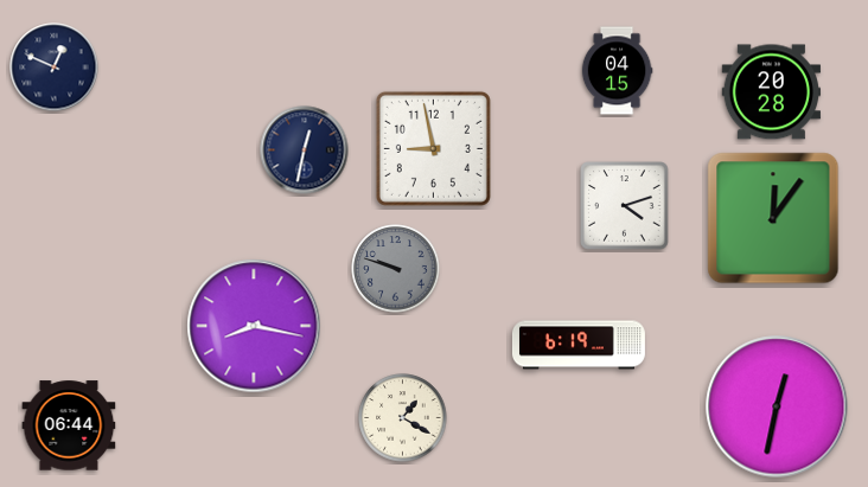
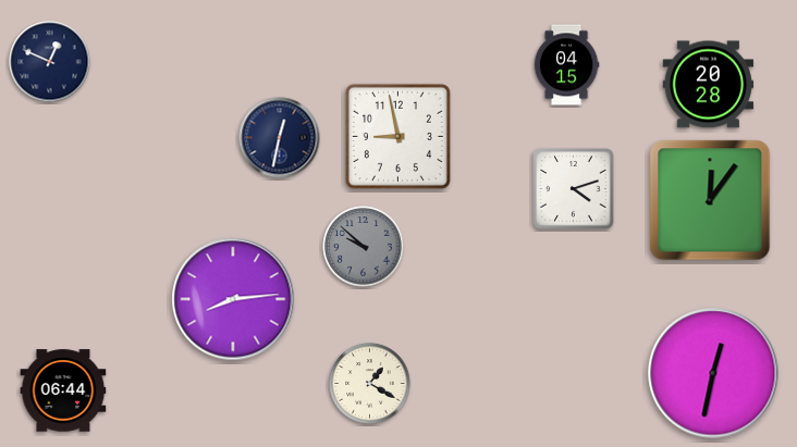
clock at (396, 269): 9:48 -> 9:52
clock at (254, 326): 8:17 -> 8:14
clock at (579, 345): 6:19 -> none
